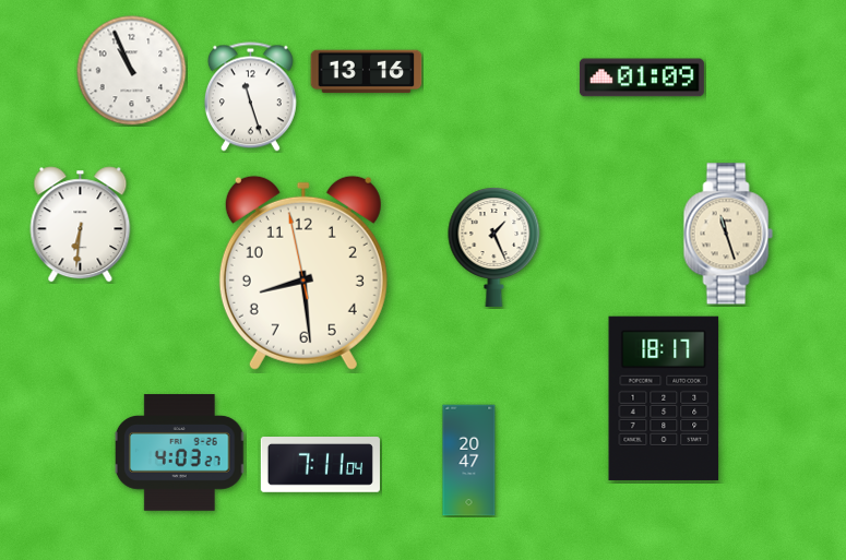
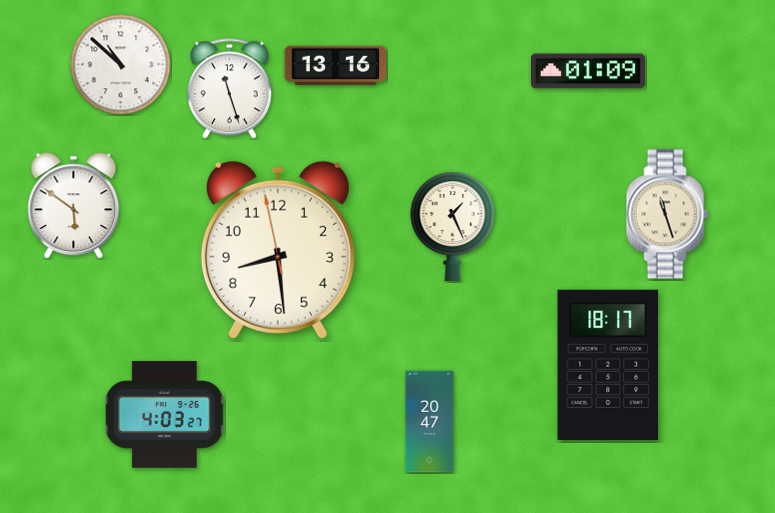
clock at (132, 71): 10:56 -> 10:52
clock at (81, 225): 6:31 -> 5:51
clock at (320, 465): 7:11 -> none
